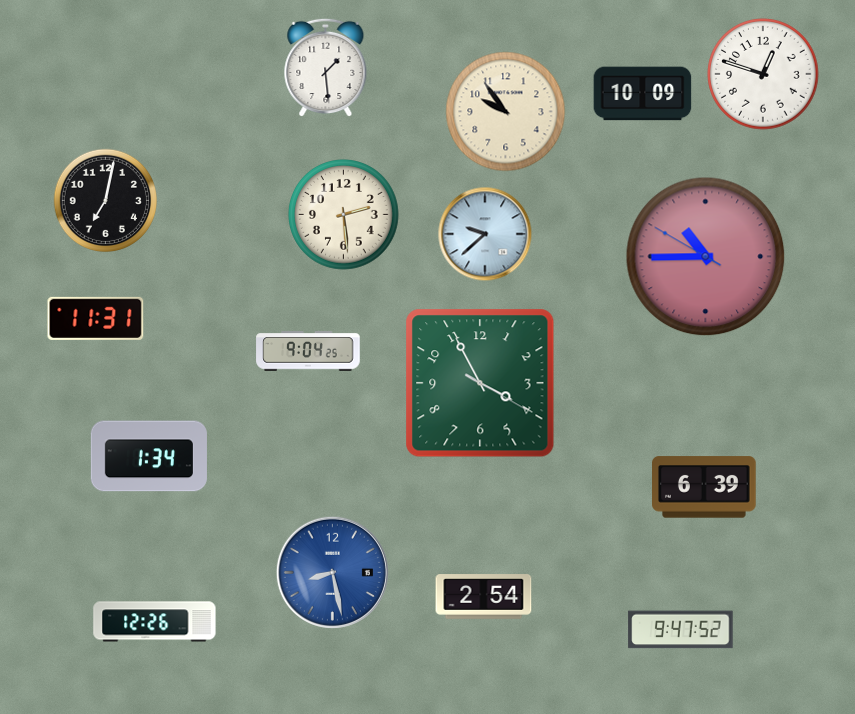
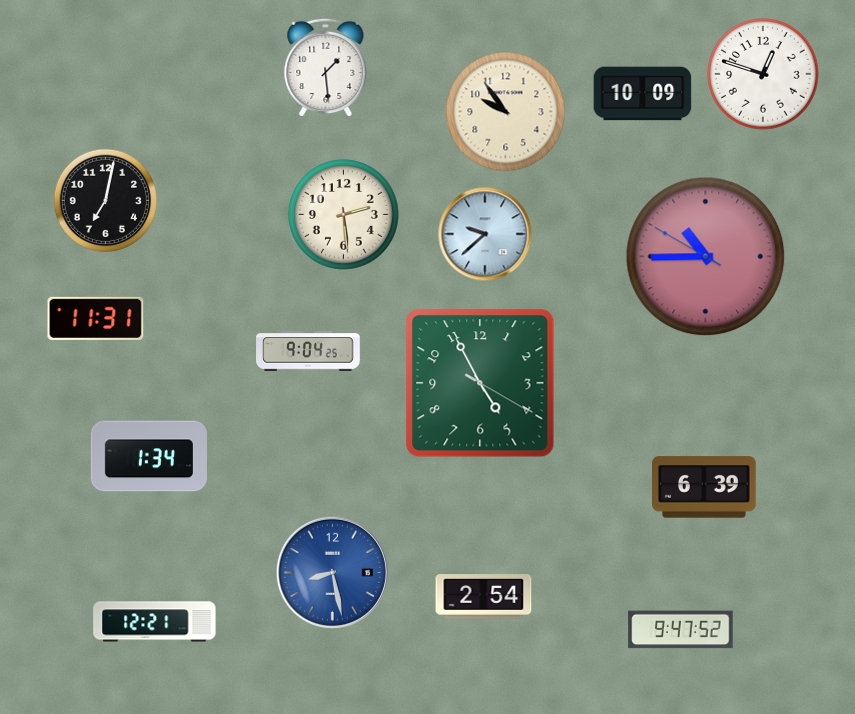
clock at (480, 383): 3:55 -> 4:55
clock at (155, 622): 12:26 -> 12:21
